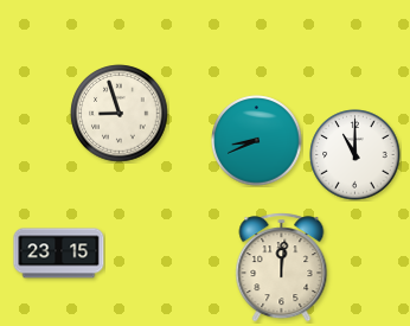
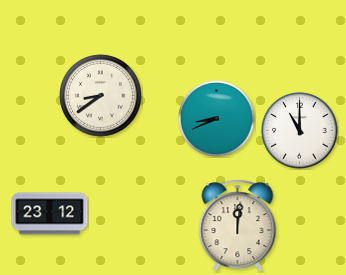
clock at (120, 114): 8:57 -> 8:39
clock at (59, 254): 23:15 -> 23:12
